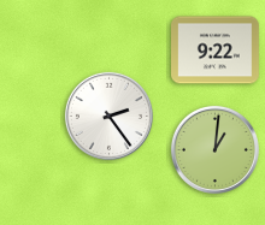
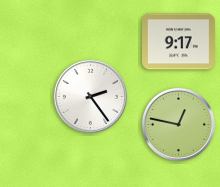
clock at (216, 51): 9:22 -> 9:17
clock at (214, 149): 1:01 -> 12:47
